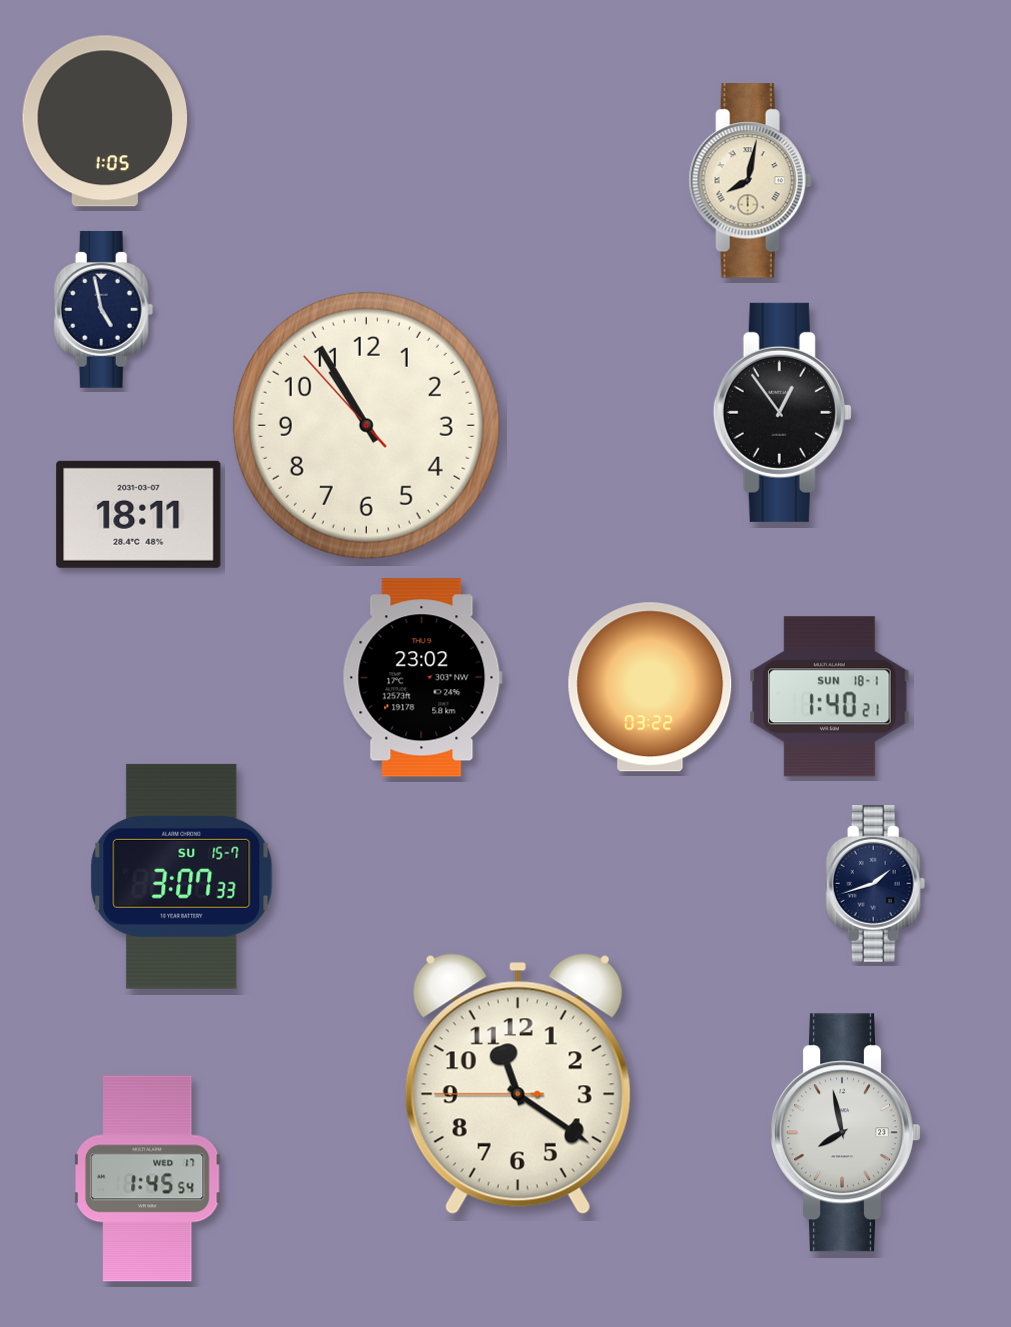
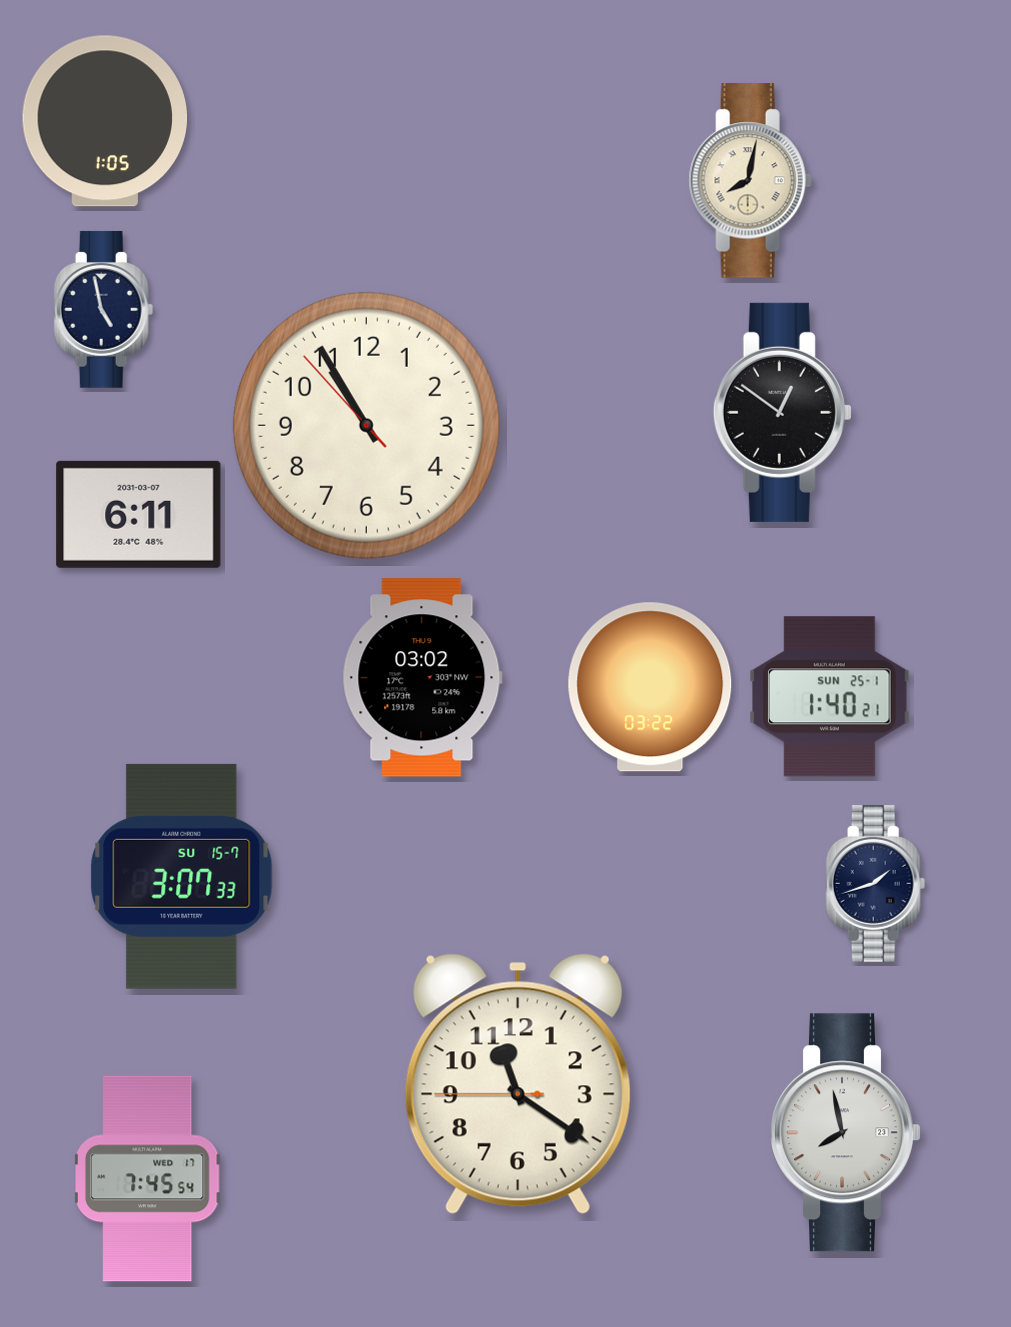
clock at (782, 412): 12:54 -> 12:51
clock at (139, 514): 18:11 -> 6:11
clock at (422, 678): 23:02 -> 03:02
clock at (830, 697) date: SUN 18-1 -> SUN 25-1
clock at (148, 1179): 1:45 -> 7:45
